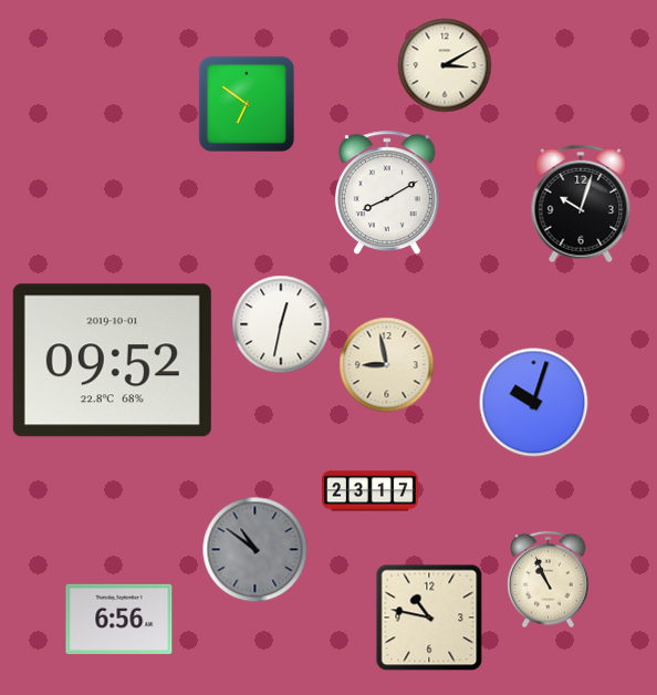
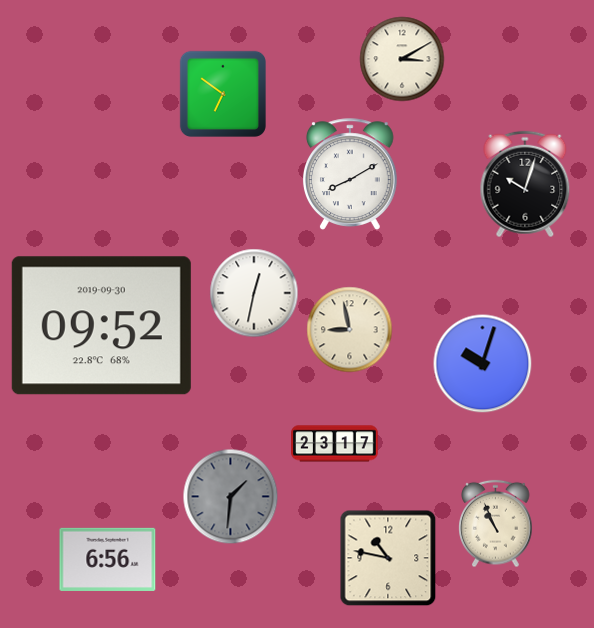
clock at (112, 361) date: 2019-10-01 -> 2019-09-30
clock at (255, 550): 10:51 -> 1:31
